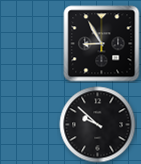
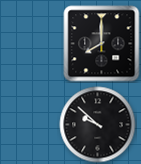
clock at (102, 44): 8:55 -> 8:00
